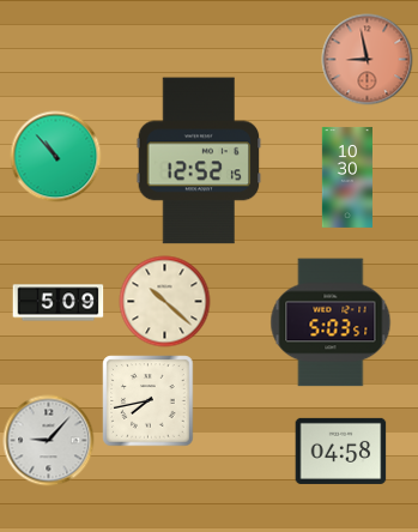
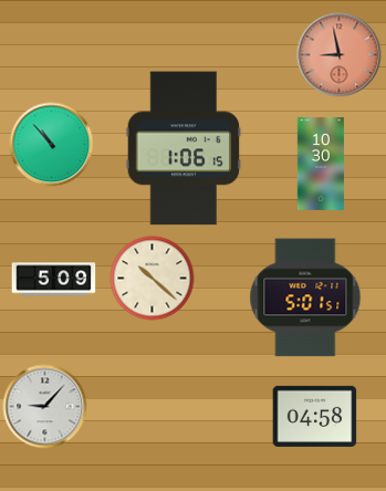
clock at (199, 161): 12:52 -> 1:06
clock at (331, 322): 5:03 -> 5:01
clock at (149, 401): 7:43 -> none
